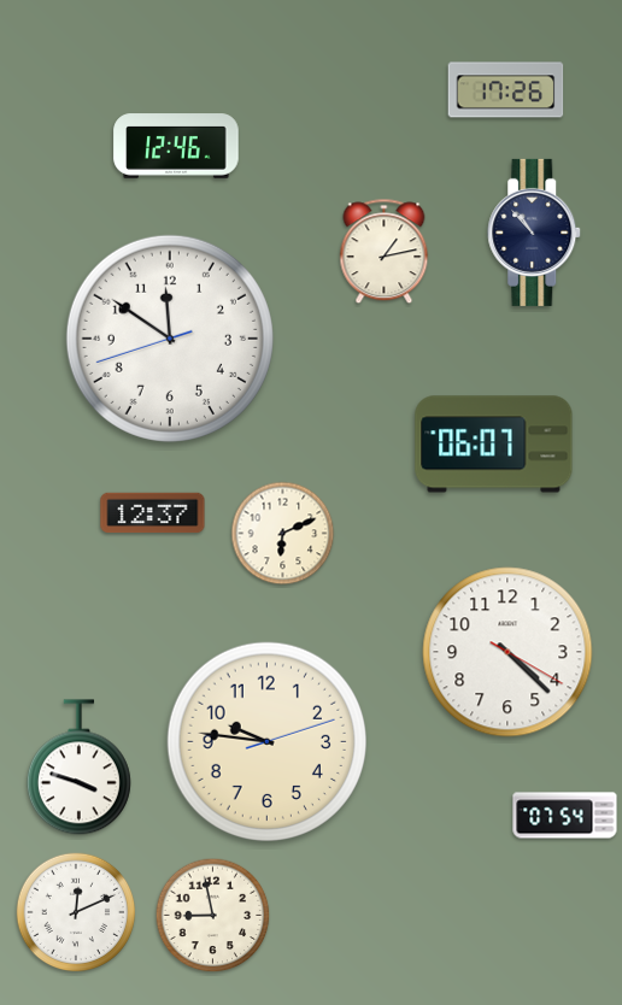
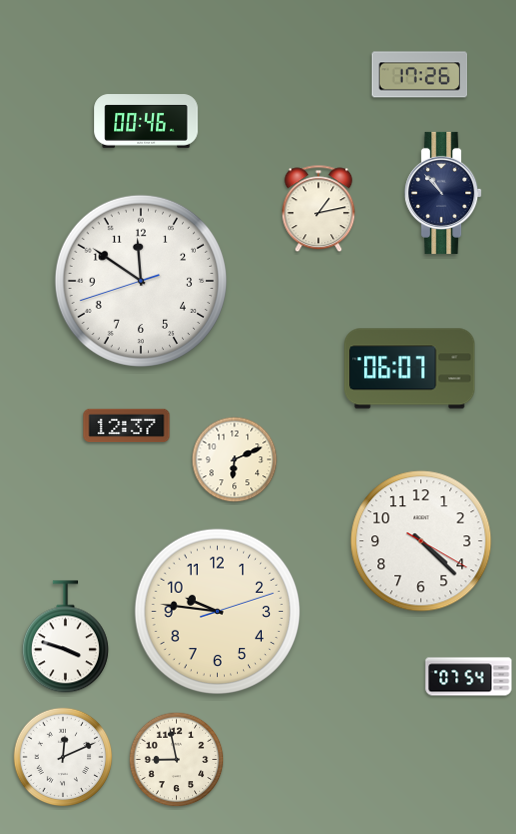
clock at (176, 146): 12:46 -> 00:46
clock at (283, 534) position: (283, 534) -> (235, 460)
clock at (268, 742) position: (268, 742) -> (218, 612)
